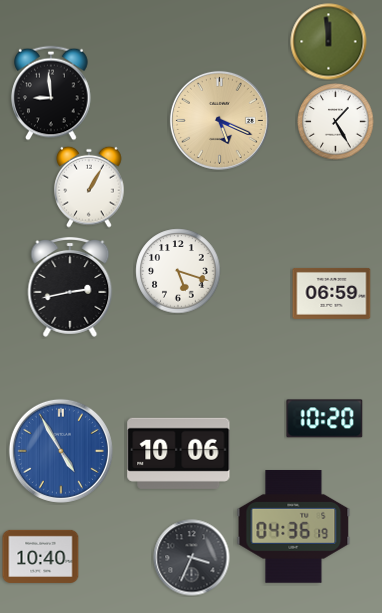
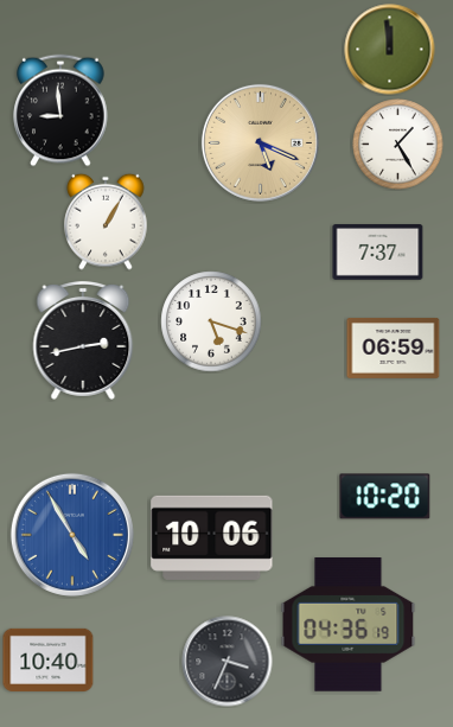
clock at (378, 253): none -> 7:37
